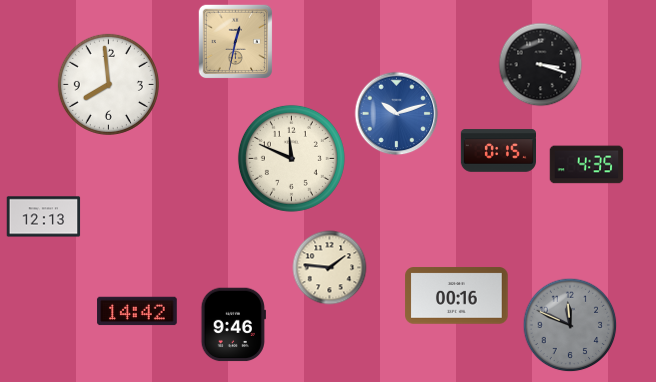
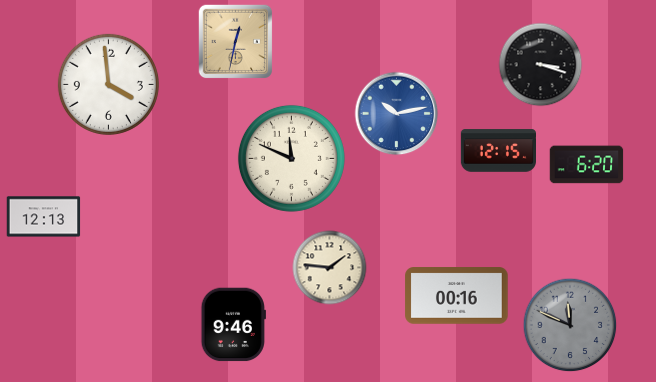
clock at (108, 84): 7:59 -> 3:59
clock at (397, 114): 10:12 -> 10:13
clock at (498, 151): 0:15 -> 12:15
clock at (587, 165): 4:35 -> 6:20
clock at (137, 311): 14:42 -> none
